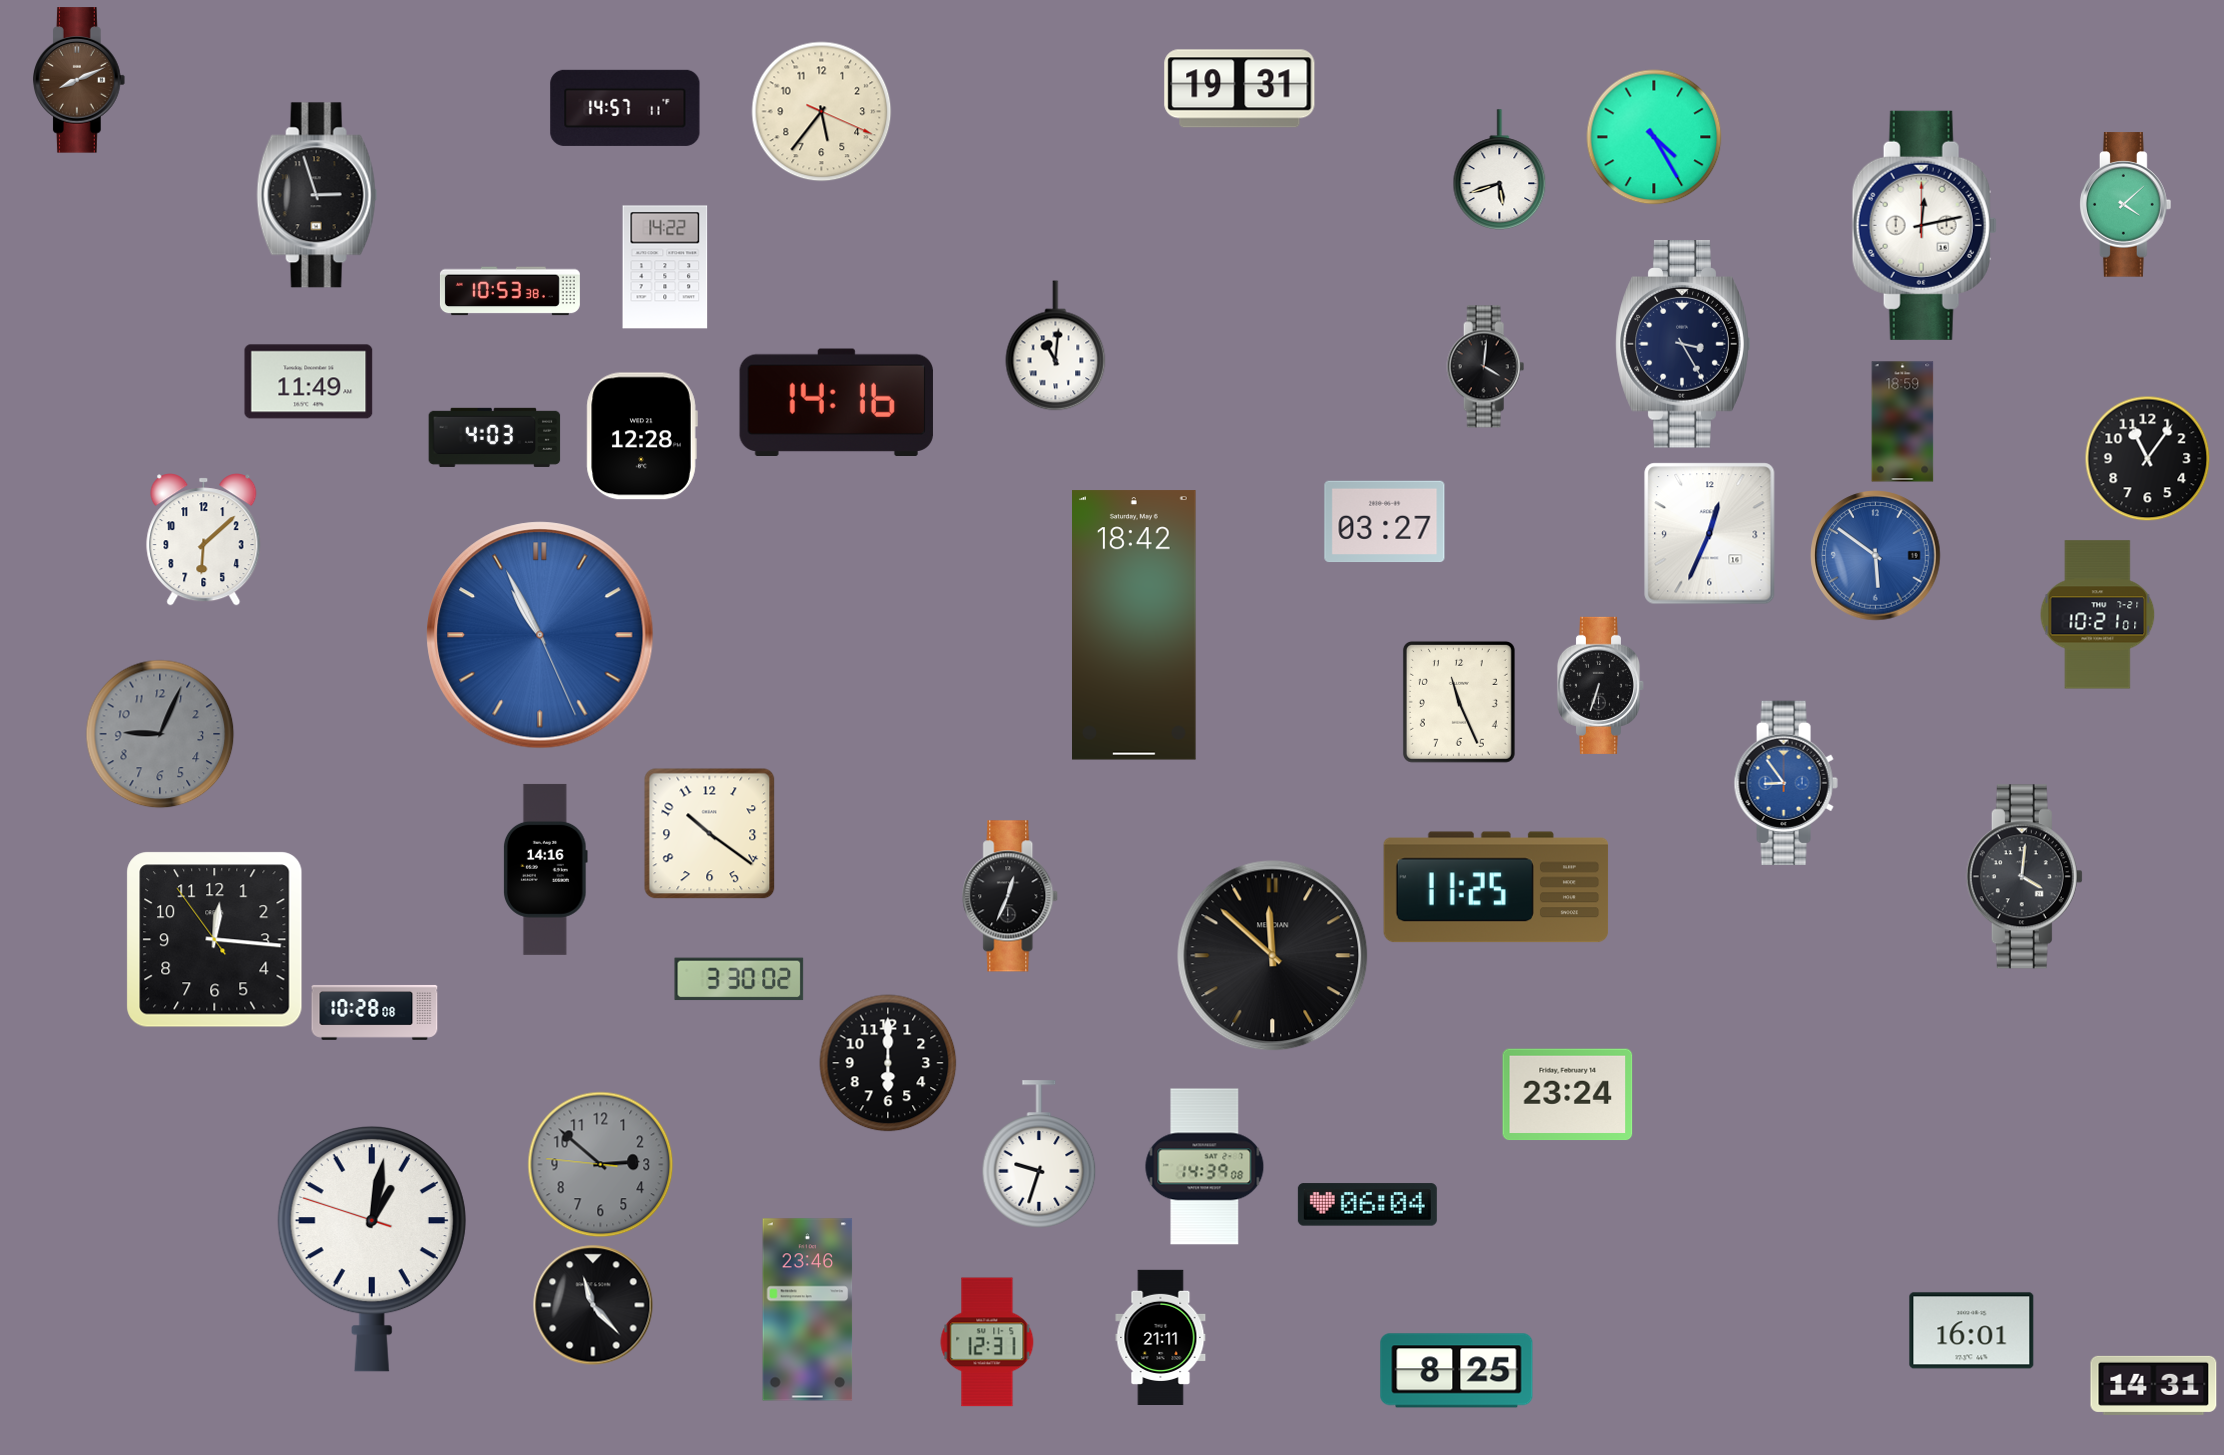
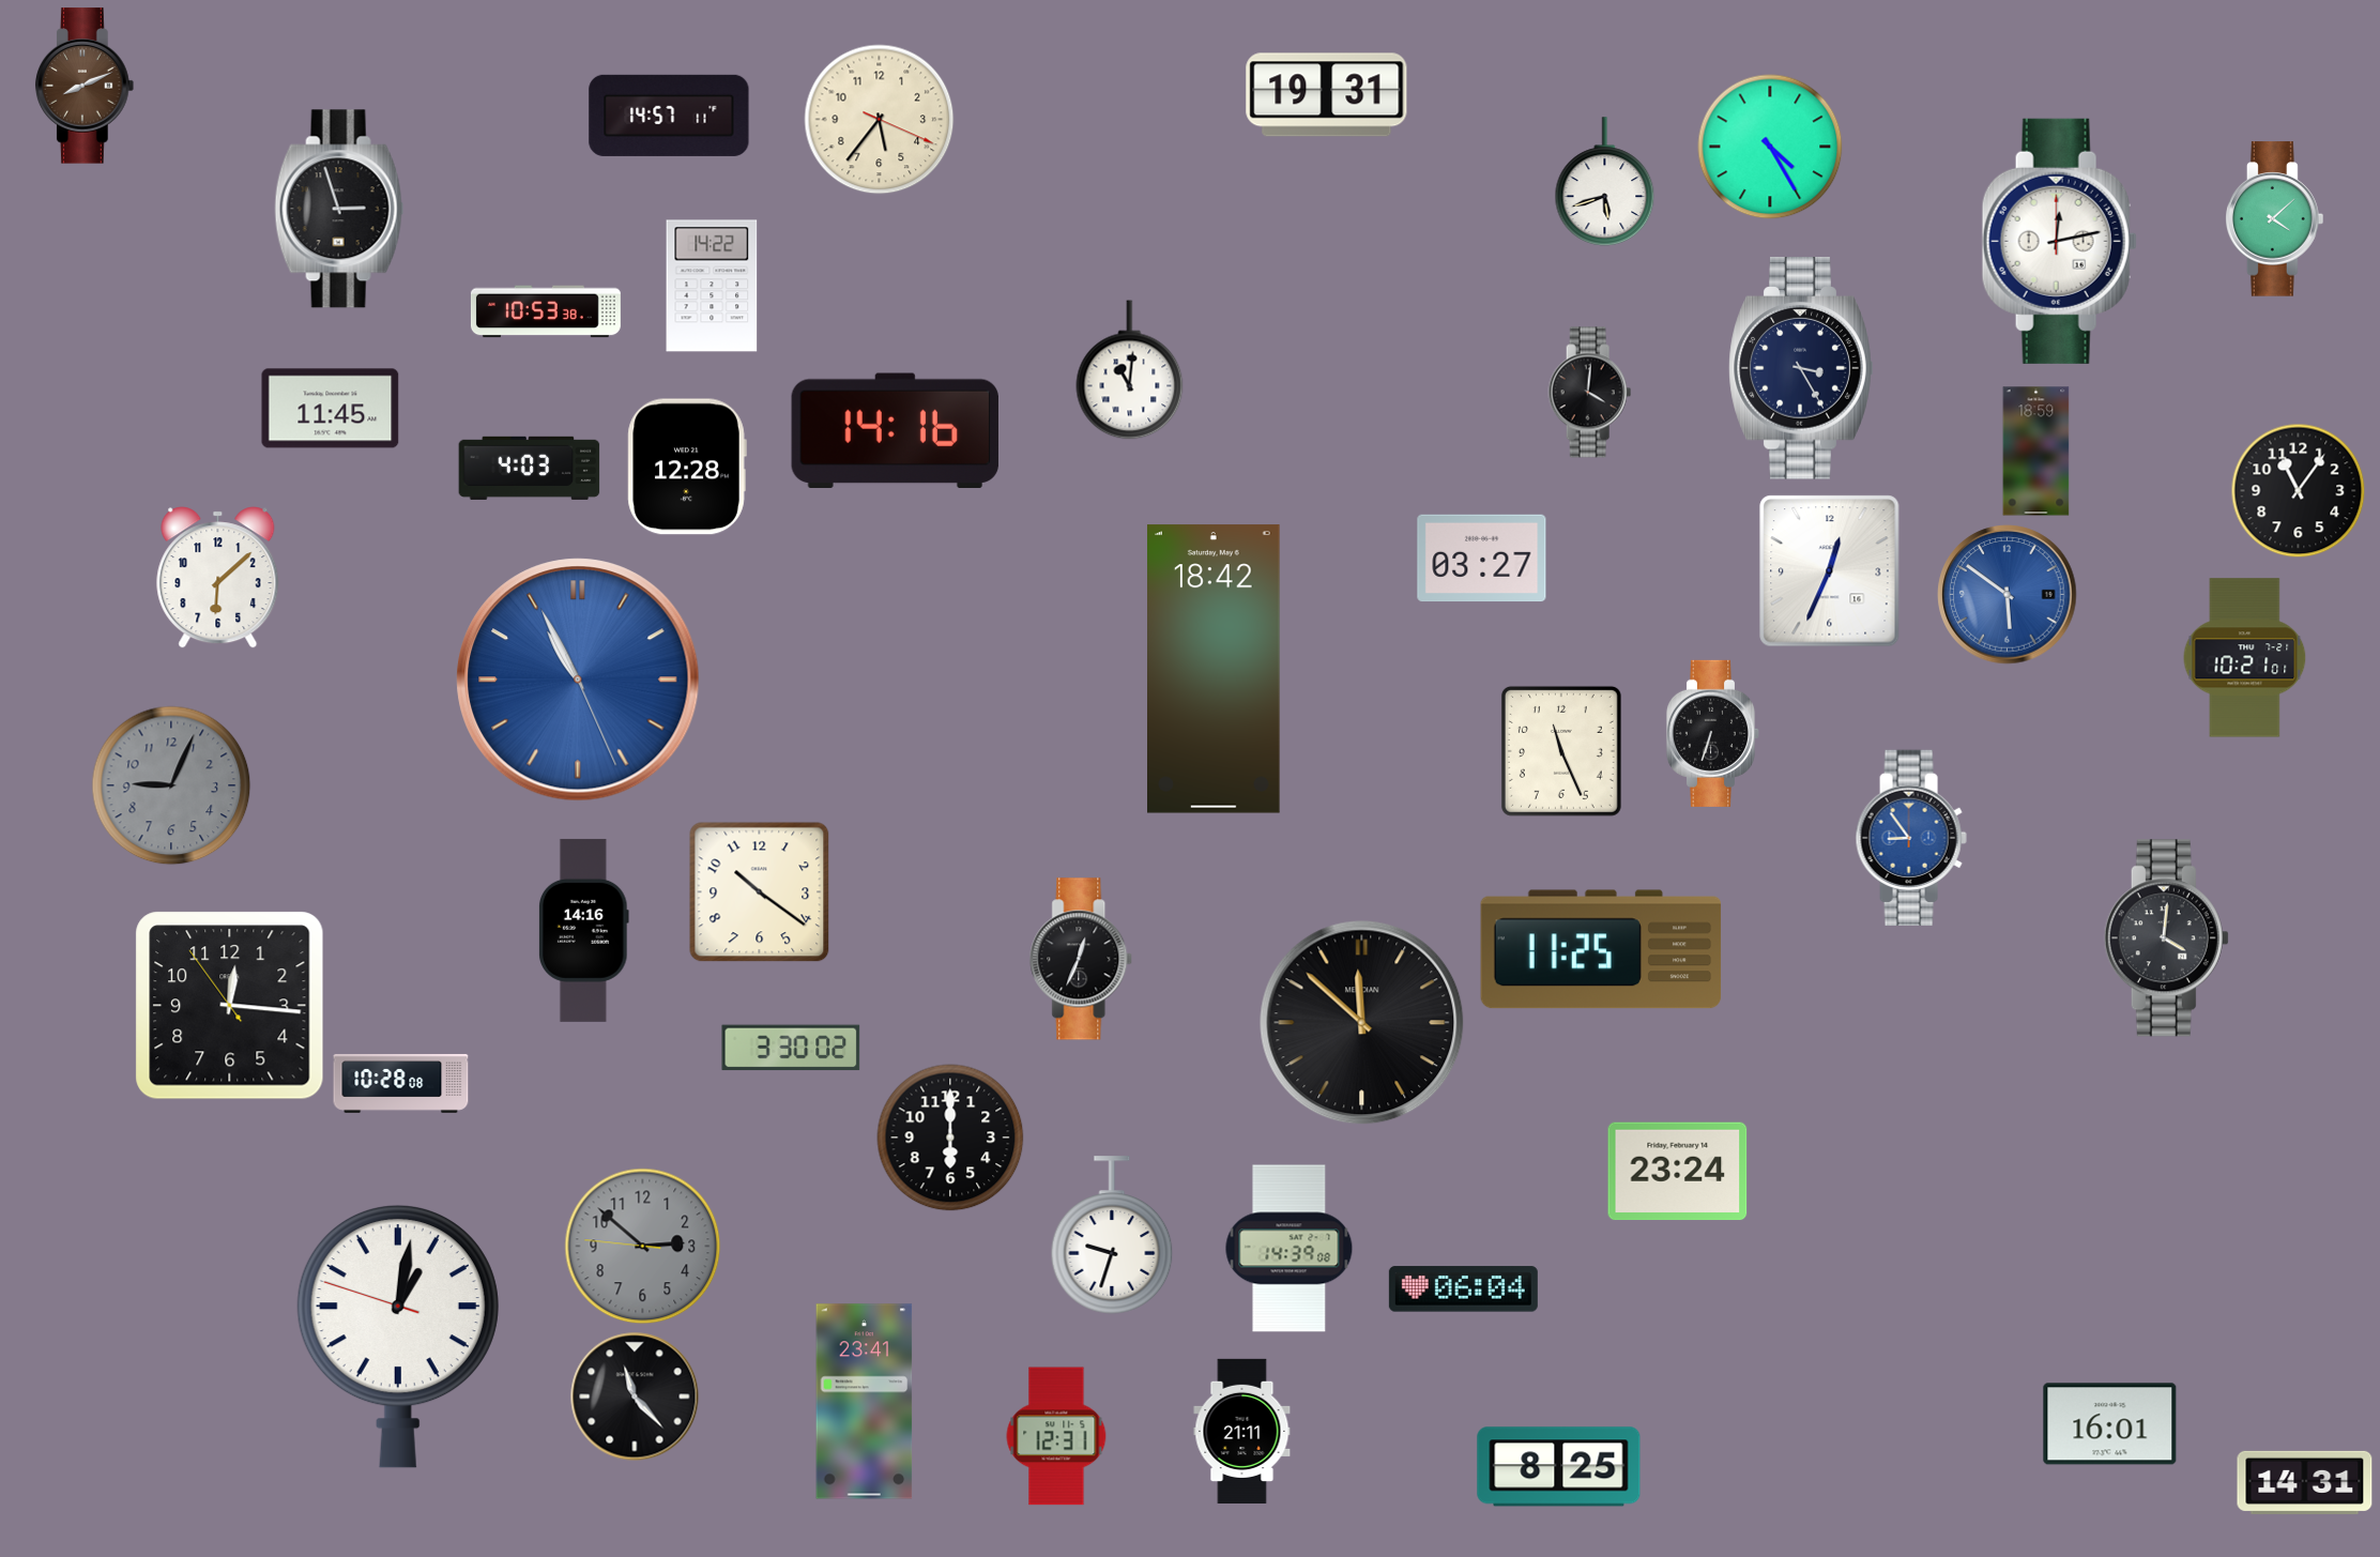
clock at (309, 382): 11:49 -> 11:45
clock at (808, 1310): 23:46 -> 23:41
